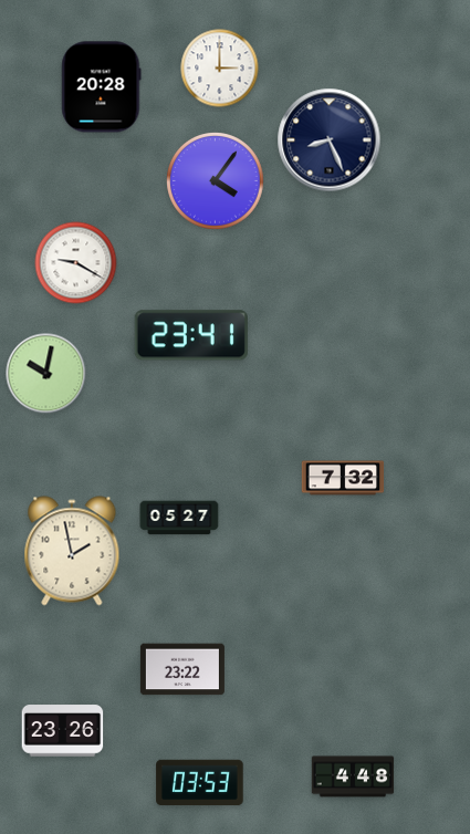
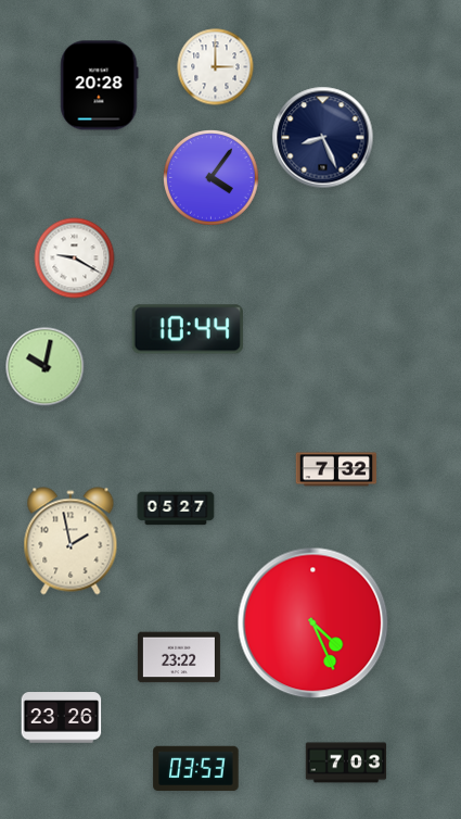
clock at (191, 335): 23:41 -> 10:44
clock at (313, 623): none -> 4:26
clock at (353, 776): 4:48 -> 7:03
